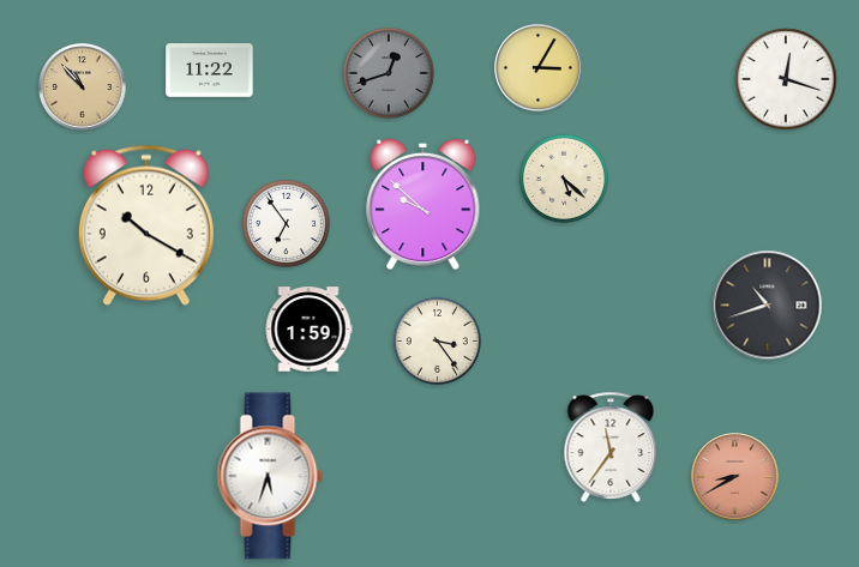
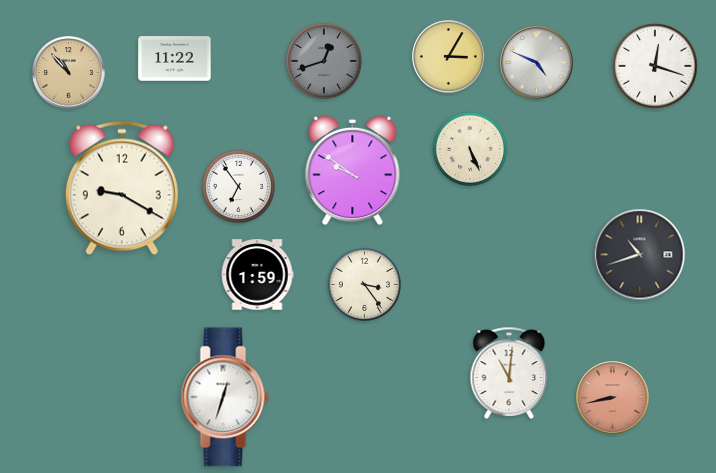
clock at (537, 63): none -> 4:49
clock at (564, 179): 5:22 -> 5:26
clock at (424, 205): 9:52 -> 9:51
clock at (146, 225): 10:20 -> 9:20
clock at (611, 447): 11:36 -> 11:01
clock at (270, 476): 5:33 -> 12:33
clock at (735, 477): 8:40 -> 8:43
